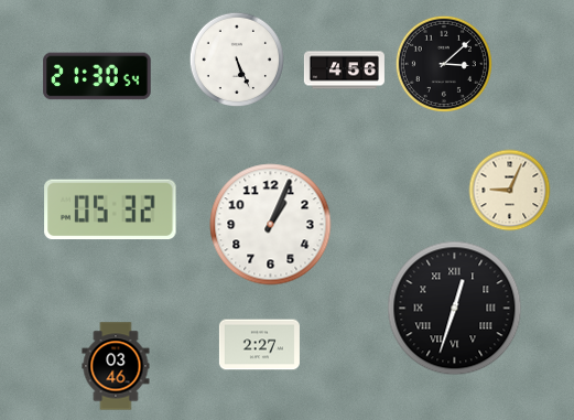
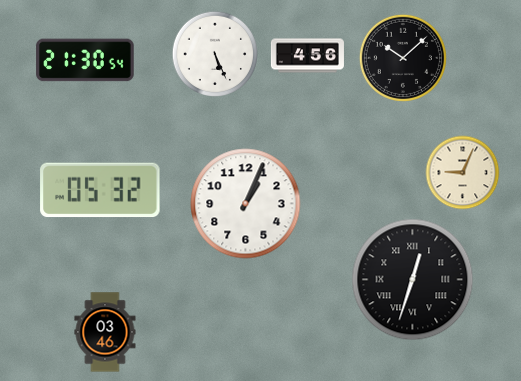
clock at (444, 64): 3:08 -> 10:08
clock at (344, 71) position: (344, 71) -> (307, 56)
clock at (97, 76) position: (97, 76) -> (85, 60)
clock at (259, 345): 2:27 -> none
